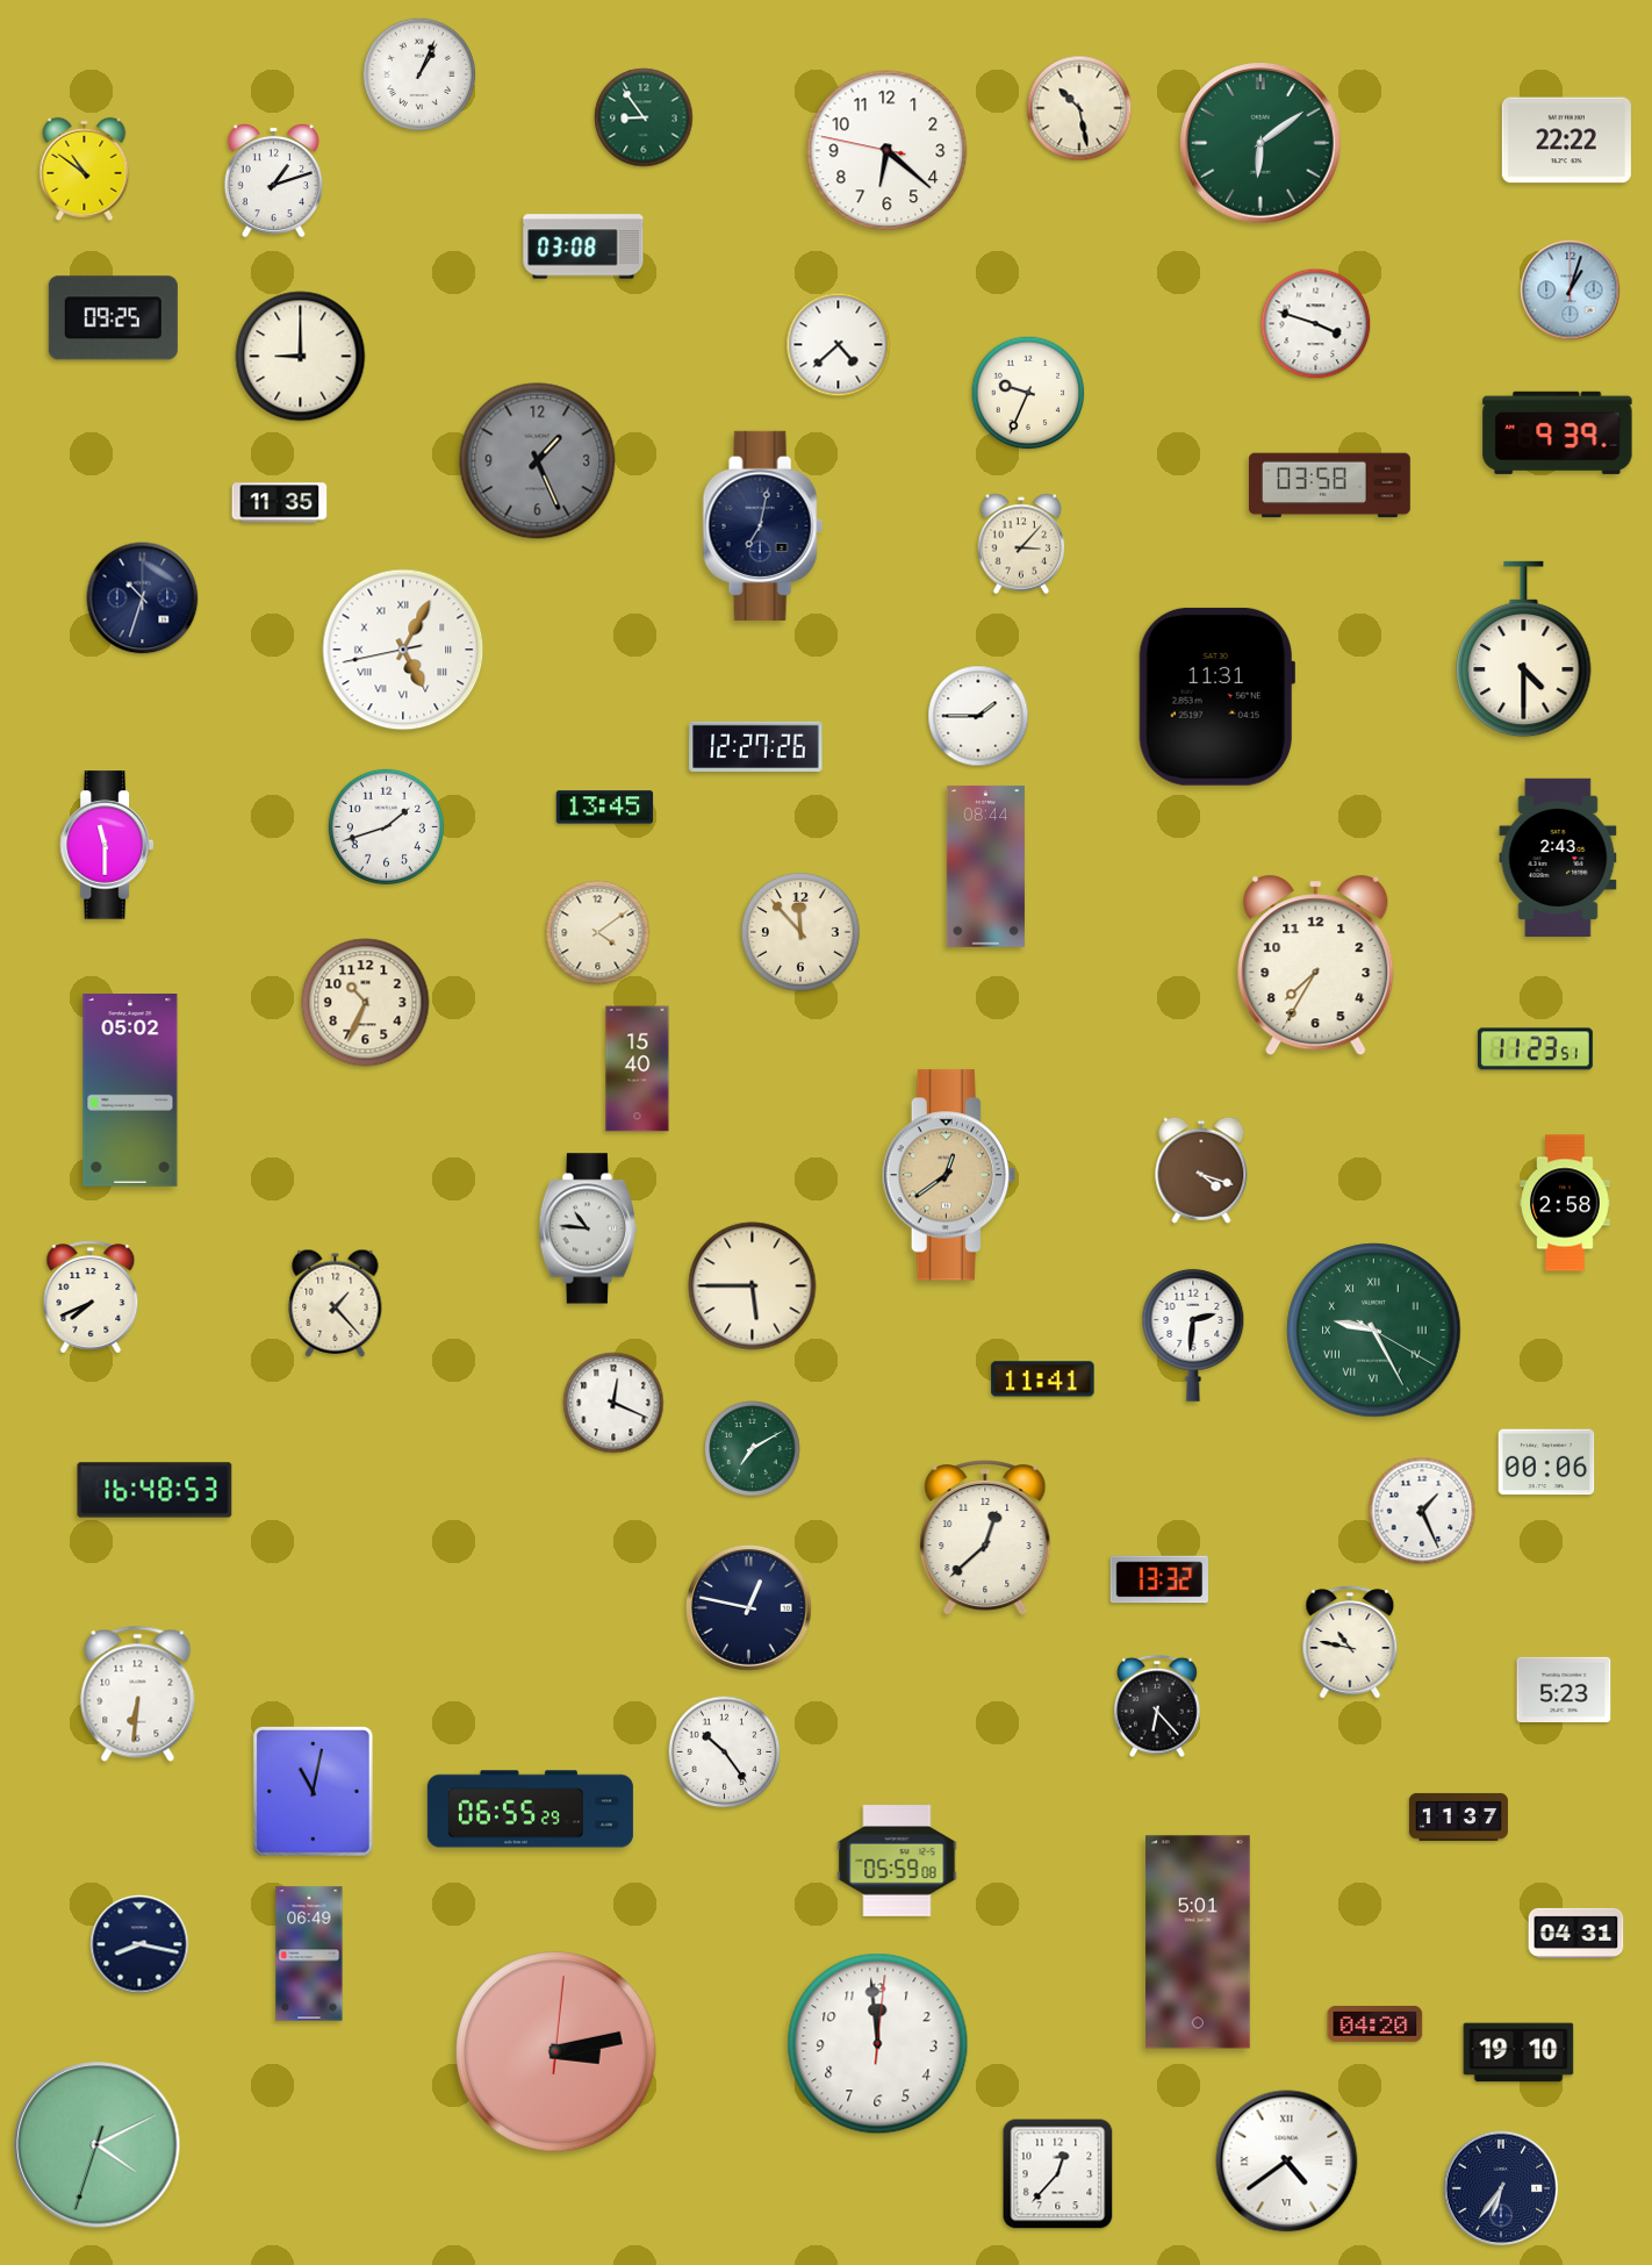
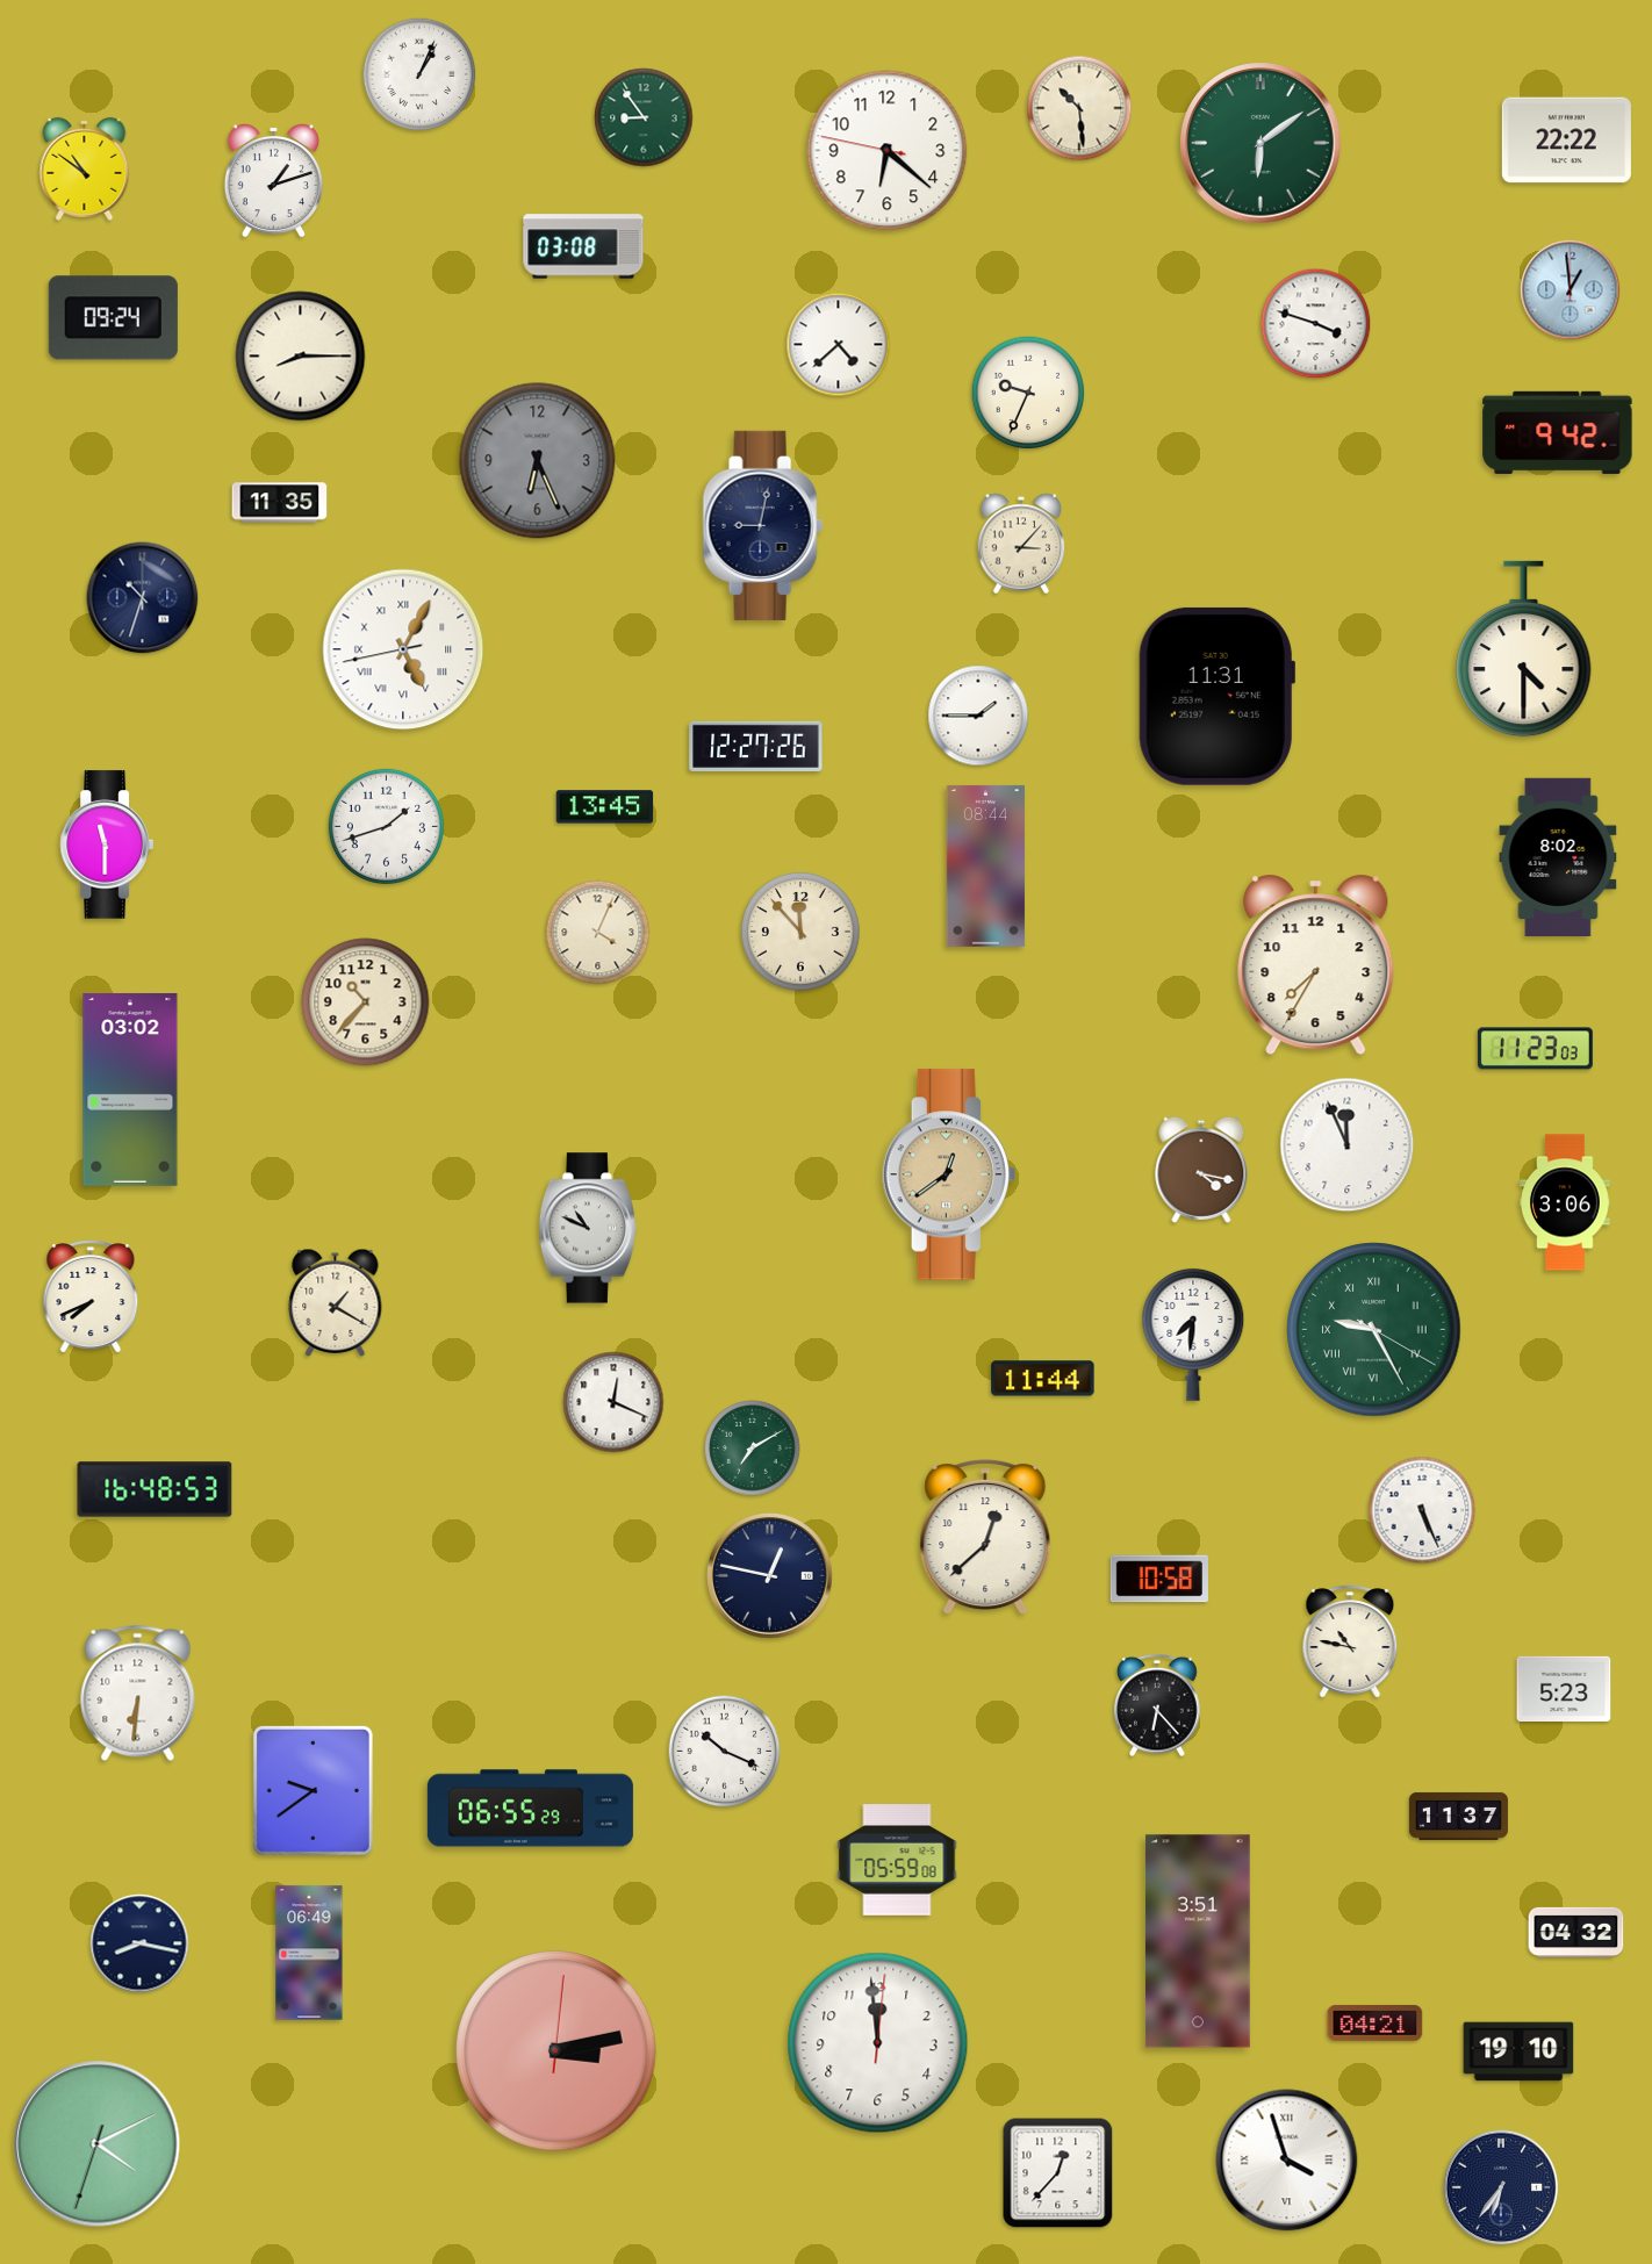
clock at (1079, 108): 10:28 -> 10:29
clock at (1571, 291): 1:03 -> 12:59
clock at (113, 318): 09:25 -> 09:24
clock at (301, 357): 9:00 -> 8:15
clock at (1558, 432): 9:39 -> 9:42
clock at (538, 461): 1:26 -> 6:26
clock at (1329, 486): 03:58 -> none
clock at (762, 525): 7:02 -> 9:02
clock at (1558, 856): 2:43 -> 8:02
clock at (598, 933): 4:09 -> 4:04
clock at (366, 1003): 10:34 -> 10:37
clock at (1535, 1049): 11:23:51 -> 11:23:03
clock at (638, 1069): 15:40 -> none
clock at (130, 1091): 05:02 -> 03:02
clock at (1348, 1145): none -> 11:56
clock at (1201, 1170): 4:18 -> 4:17
clock at (1565, 1203): 2:58 -> 3:06
clock at (588, 1228): 10:46 -> 10:49
clock at (753, 1286): 5:45 -> none
clock at (336, 1303): 1:23 -> 1:20
clock at (1193, 1335): 2:31 -> 7:31
clock at (1043, 1379): 11:41 -> 11:44
clock at (1546, 1462): 00:06 -> none
clock at (1422, 1511): 1:26 -> 5:26
clock at (1159, 1579): 13:32 -> 10:58
clock at (749, 1608) position: (749, 1608) -> (770, 1576)
clock at (725, 1752): 10:24 -> 10:19
clock at (313, 1791): 11:02 -> 9:39
clock at (1576, 1933): 04:31 -> 04:32
clock at (1198, 1942): 5:01 -> 3:51
clock at (1376, 2023): 04:20 -> 04:21
clock at (1287, 2162): 4:39 -> 3:57
